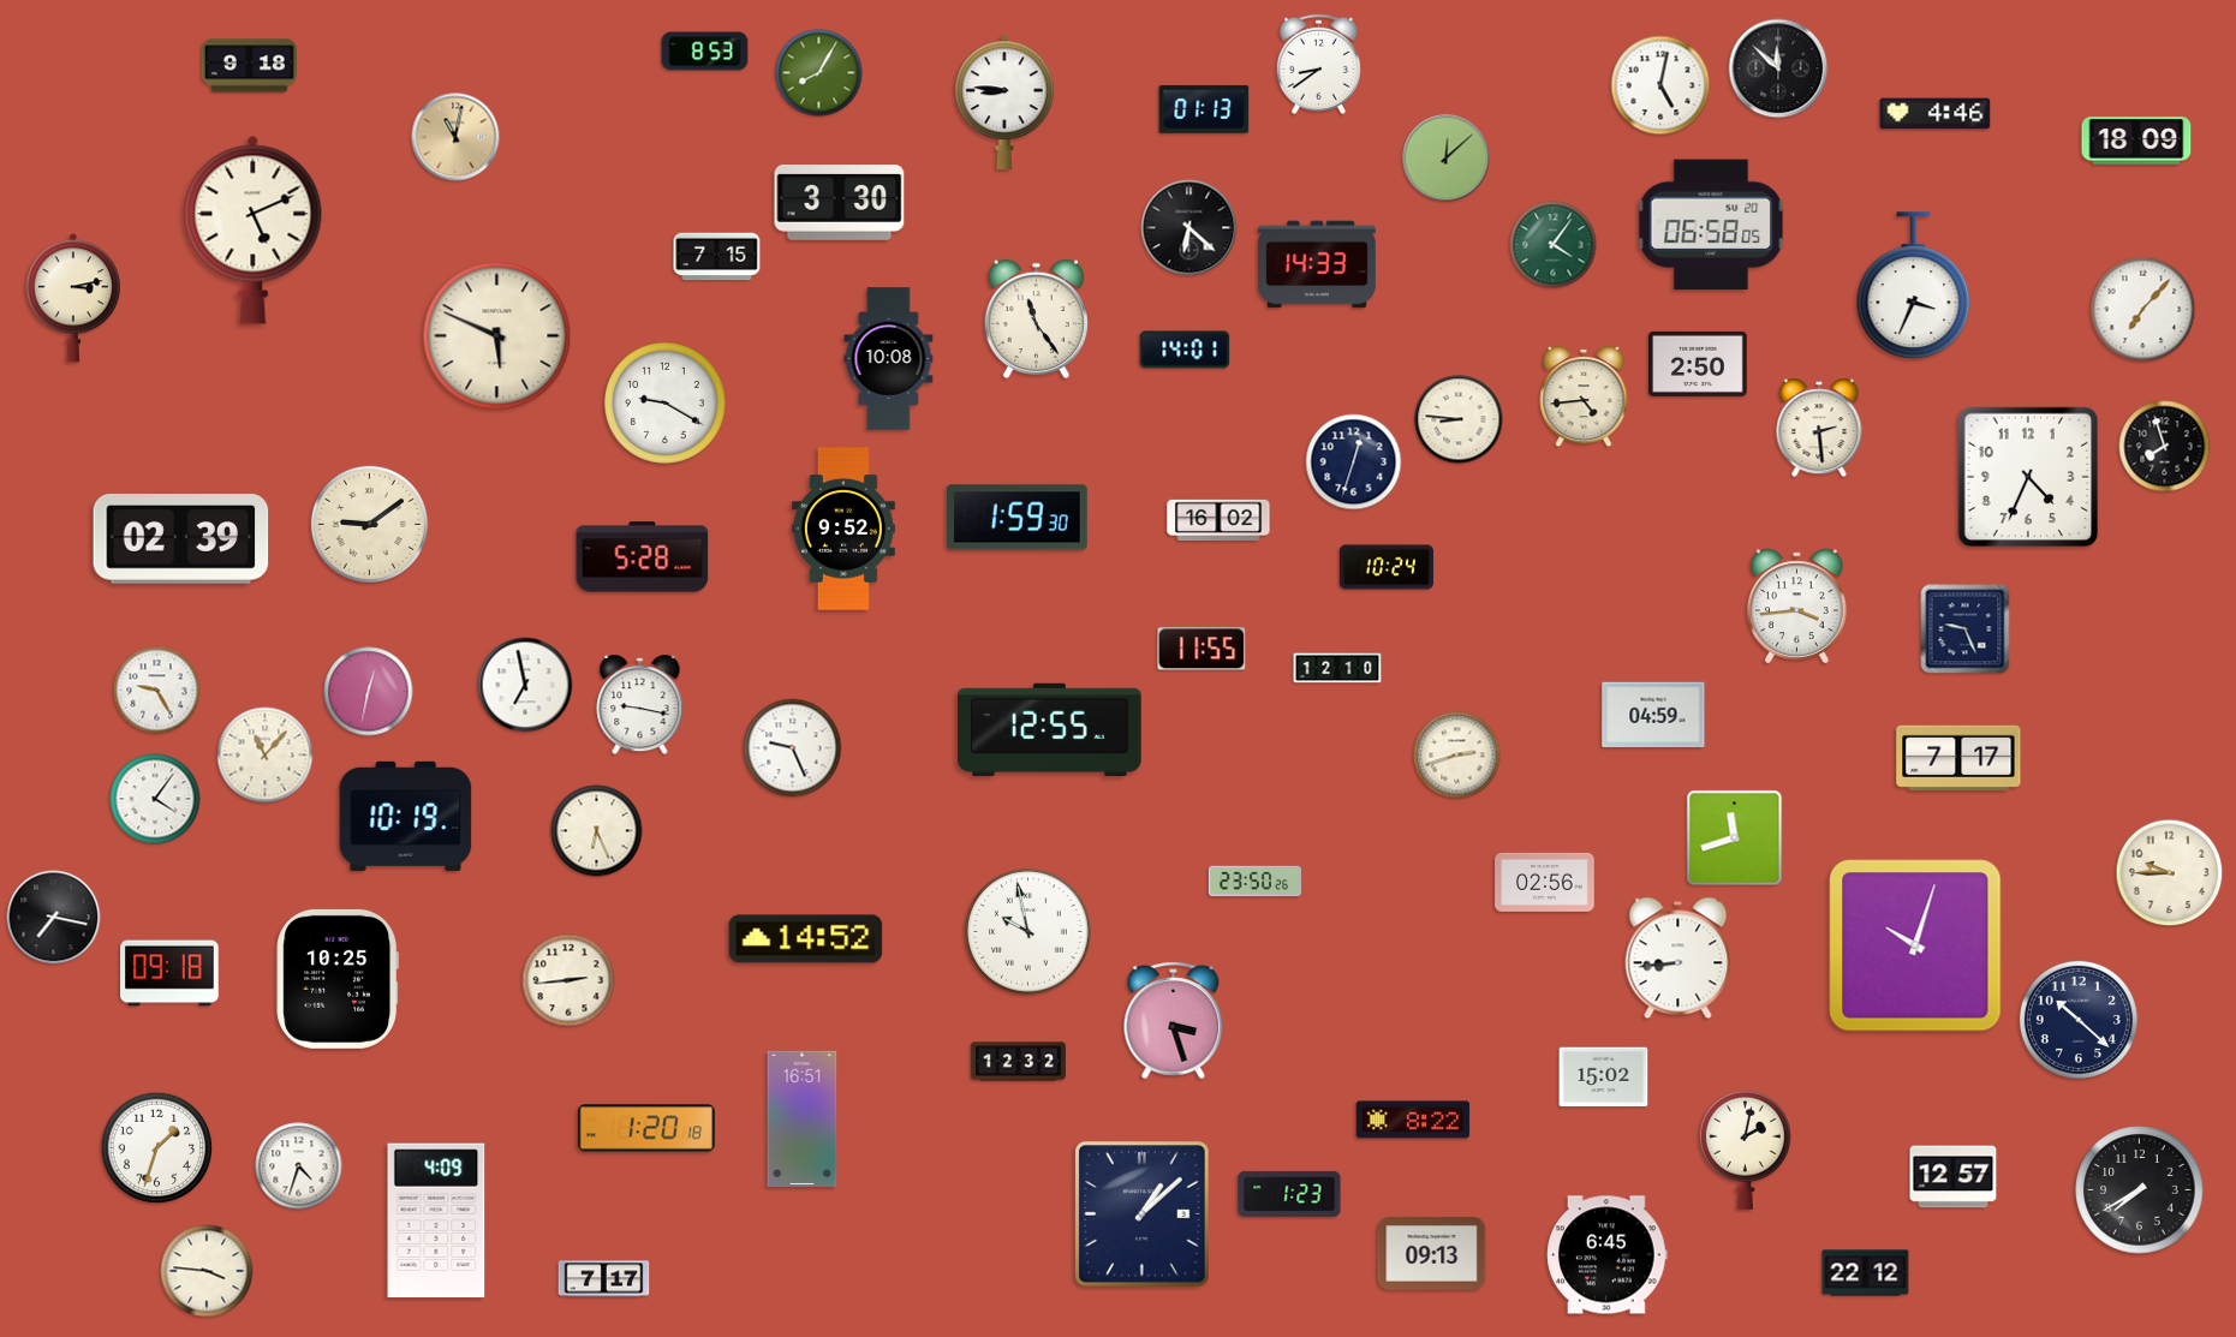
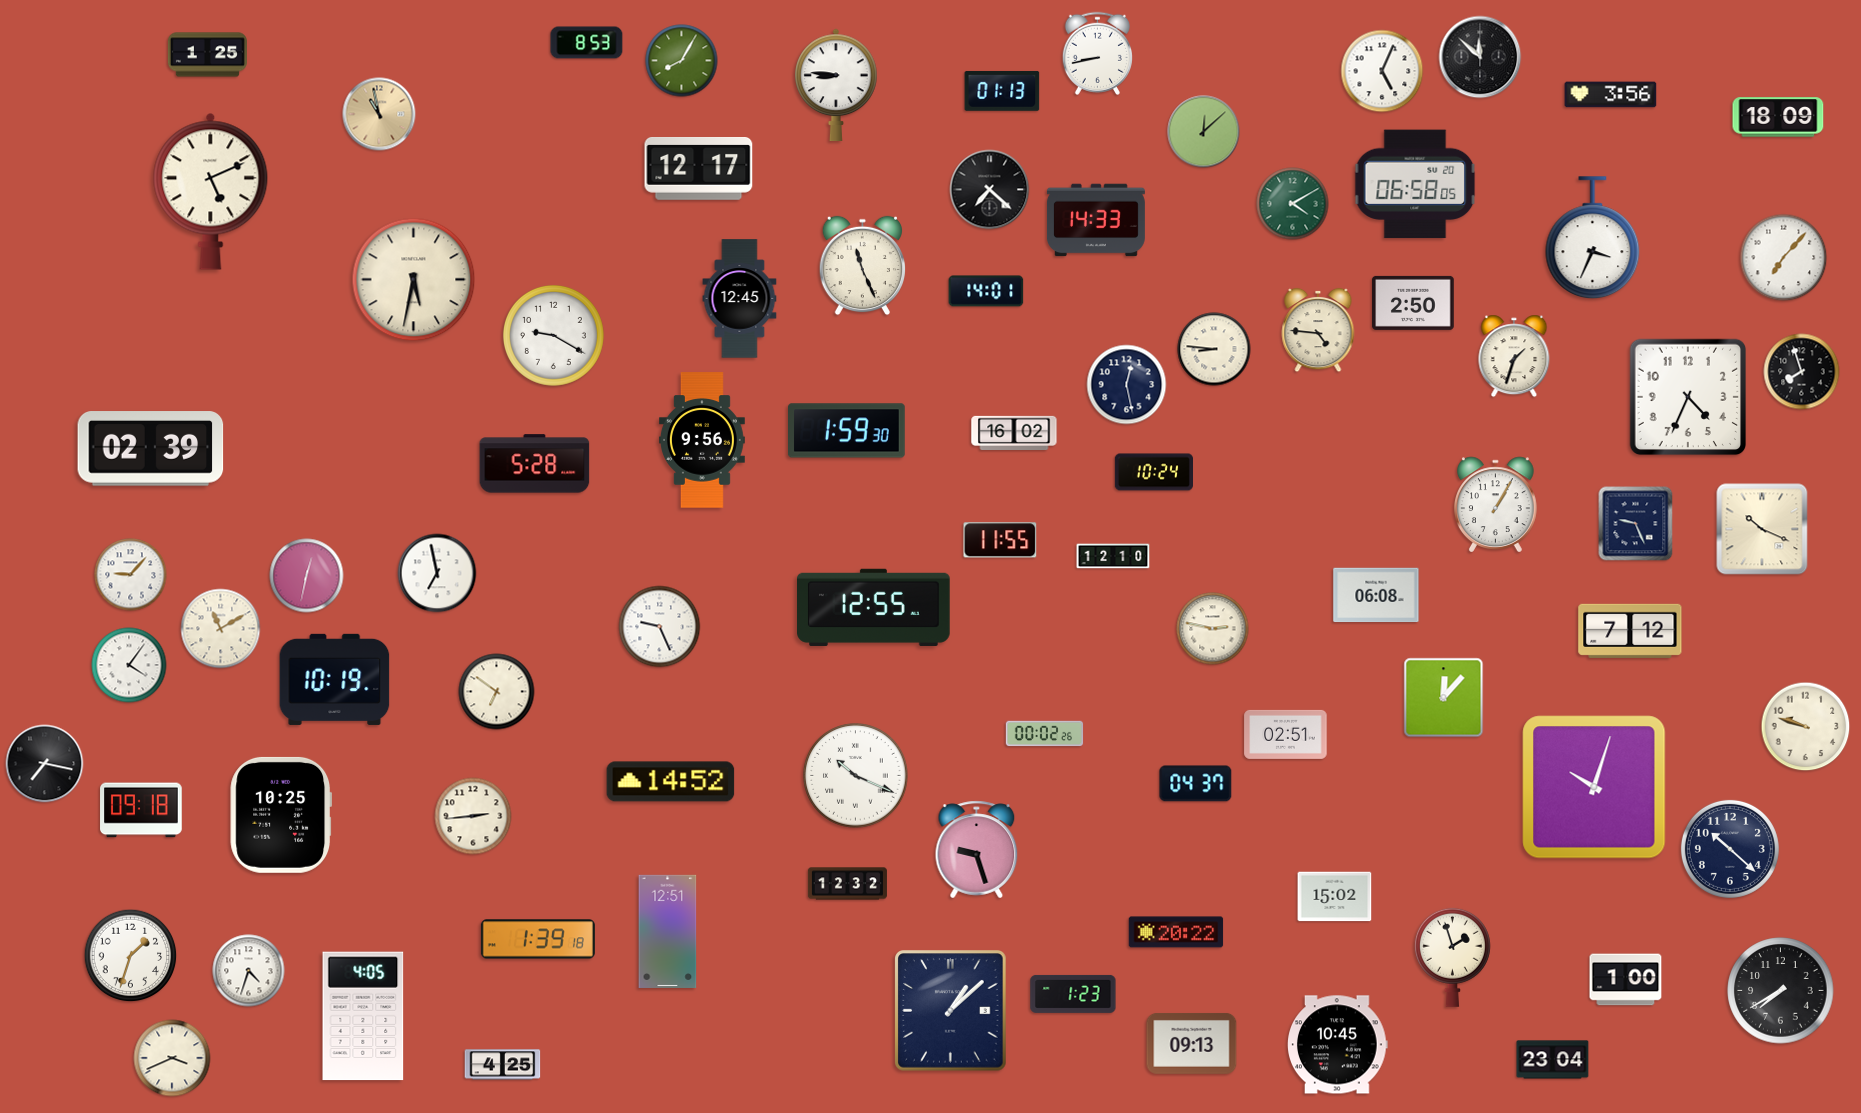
clock at (1318, 64): 8:39 -> 8:43
clock at (249, 66): 9:18 -> 1:25
clock at (1660, 85): 5:02 -> 5:04
clock at (1936, 114): 4:46 -> 3:56
clock at (455, 137): 11:02 -> 10:58
clock at (840, 203): 3:30 -> 12:17
clock at (1711, 225) position: (1711, 225) -> (1415, 184)
clock at (1189, 228): 6:22 -> 7:22
clock at (1554, 245): 4:06 -> 4:10
clock at (717, 257): 7:15 -> none
clock at (73, 298): 3:13 -> none
clock at (1036, 320): 11:24 -> 11:26
clock at (497, 336): 5:49 -> 5:32
clock at (889, 359): 10:08 -> 12:45
clock at (1584, 396): 4:44 -> 4:46
clock at (1819, 428): 2:29 -> 1:33
clock at (1354, 462): 12:33 -> 12:28
clock at (369, 524): 9:09 -> none
clock at (843, 529): 9:52 -> 9:56
clock at (1797, 607): 3:44 -> 1:05
clock at (1762, 529): none -> 10:19
clock at (525, 685) position: (525, 685) -> (437, 573)
clock at (157, 691): 9:25 -> 9:07
clock at (640, 705): 9:17 -> none
clock at (1653, 715): 04:59 -> 06:08
clock at (793, 748) position: (793, 748) -> (660, 627)
clock at (266, 756): 11:07 -> 11:10
clock at (1457, 756): 2:42 -> 2:47
clock at (1958, 758): 7:17 -> 7:12
clock at (406, 816) position: (406, 816) -> (335, 679)
clock at (597, 831): 6:26 -> 6:51
clock at (1735, 838): 11:42 -> 12:07
clock at (2170, 873): 9:45 -> 9:48
clock at (1256, 882): 23:50 -> 00:02
clock at (1545, 882): 02:56 -> 02:51
clock at (1028, 932): 9:58 -> 10:19
clock at (1196, 784): none -> 04:37
clock at (1679, 959): 8:44 -> none
clock at (1174, 1021): 3:27 -> 9:27
clock at (803, 1118): 16:51 -> 12:51
clock at (1413, 1120): 8:22 -> 20:22
clock at (646, 1128): 1:20 -> 1:39
clock at (1745, 1150): 2:02 -> 1:57
clock at (1954, 1177): 12:57 -> 1:00
clock at (436, 1220): 4:09 -> 4:05
clock at (1608, 1255): 6:45 -> 10:45
clock at (207, 1271): 3:46 -> 3:41
clock at (1866, 1273): 22:12 -> 23:04
clock at (604, 1279): 7:17 -> 4:25
